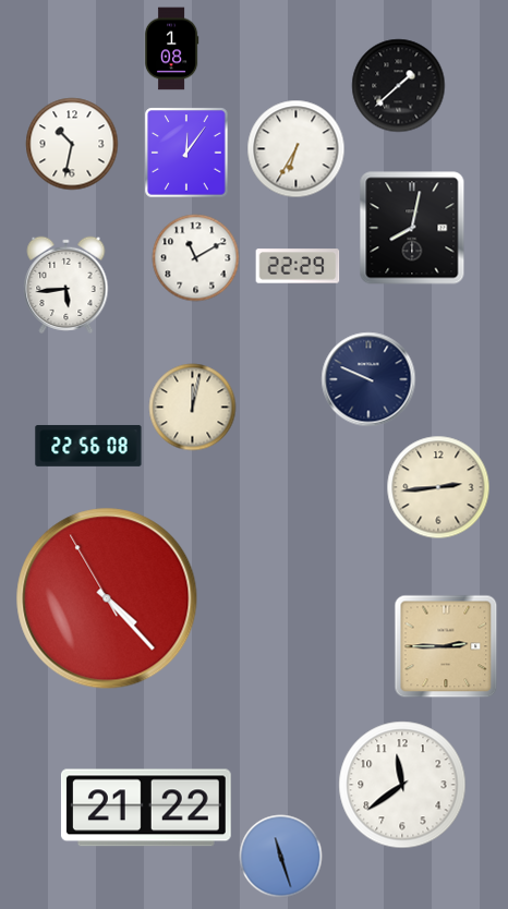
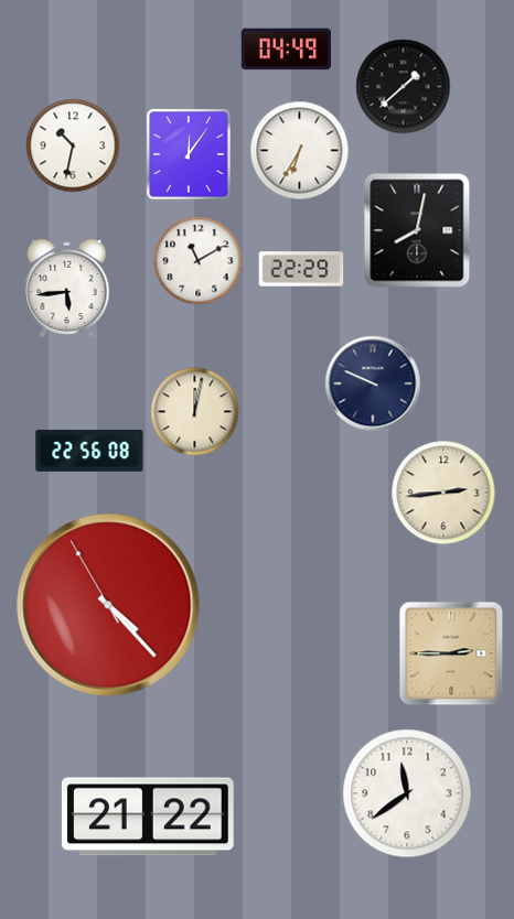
clock at (171, 49): 1:08 -> none
clock at (286, 50): none -> 04:49
clock at (281, 857): 11:27 -> none
